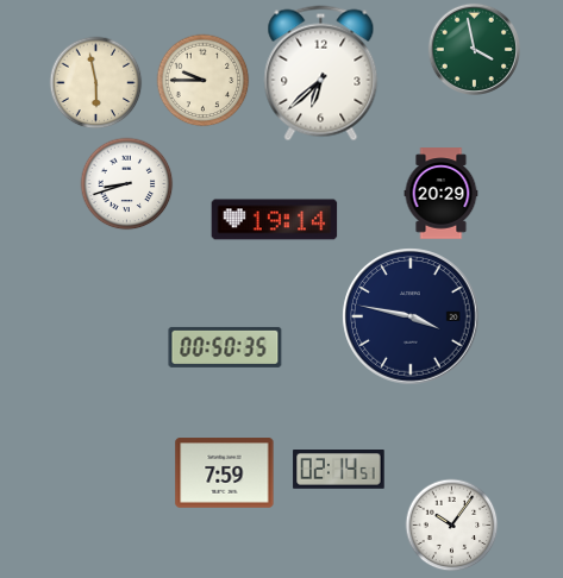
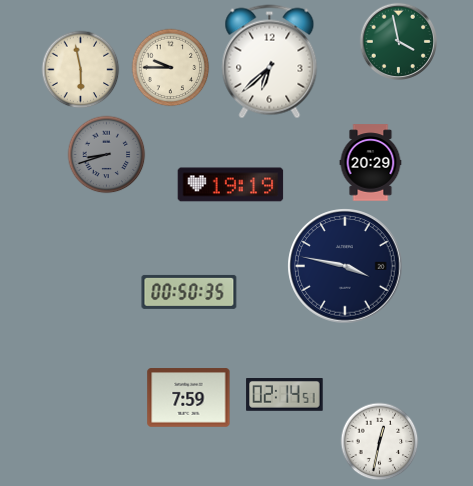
clock at (126, 183) dial: white -> grey
clock at (275, 220): 19:14 -> 19:19
clock at (451, 524): 10:06 -> 12:32
